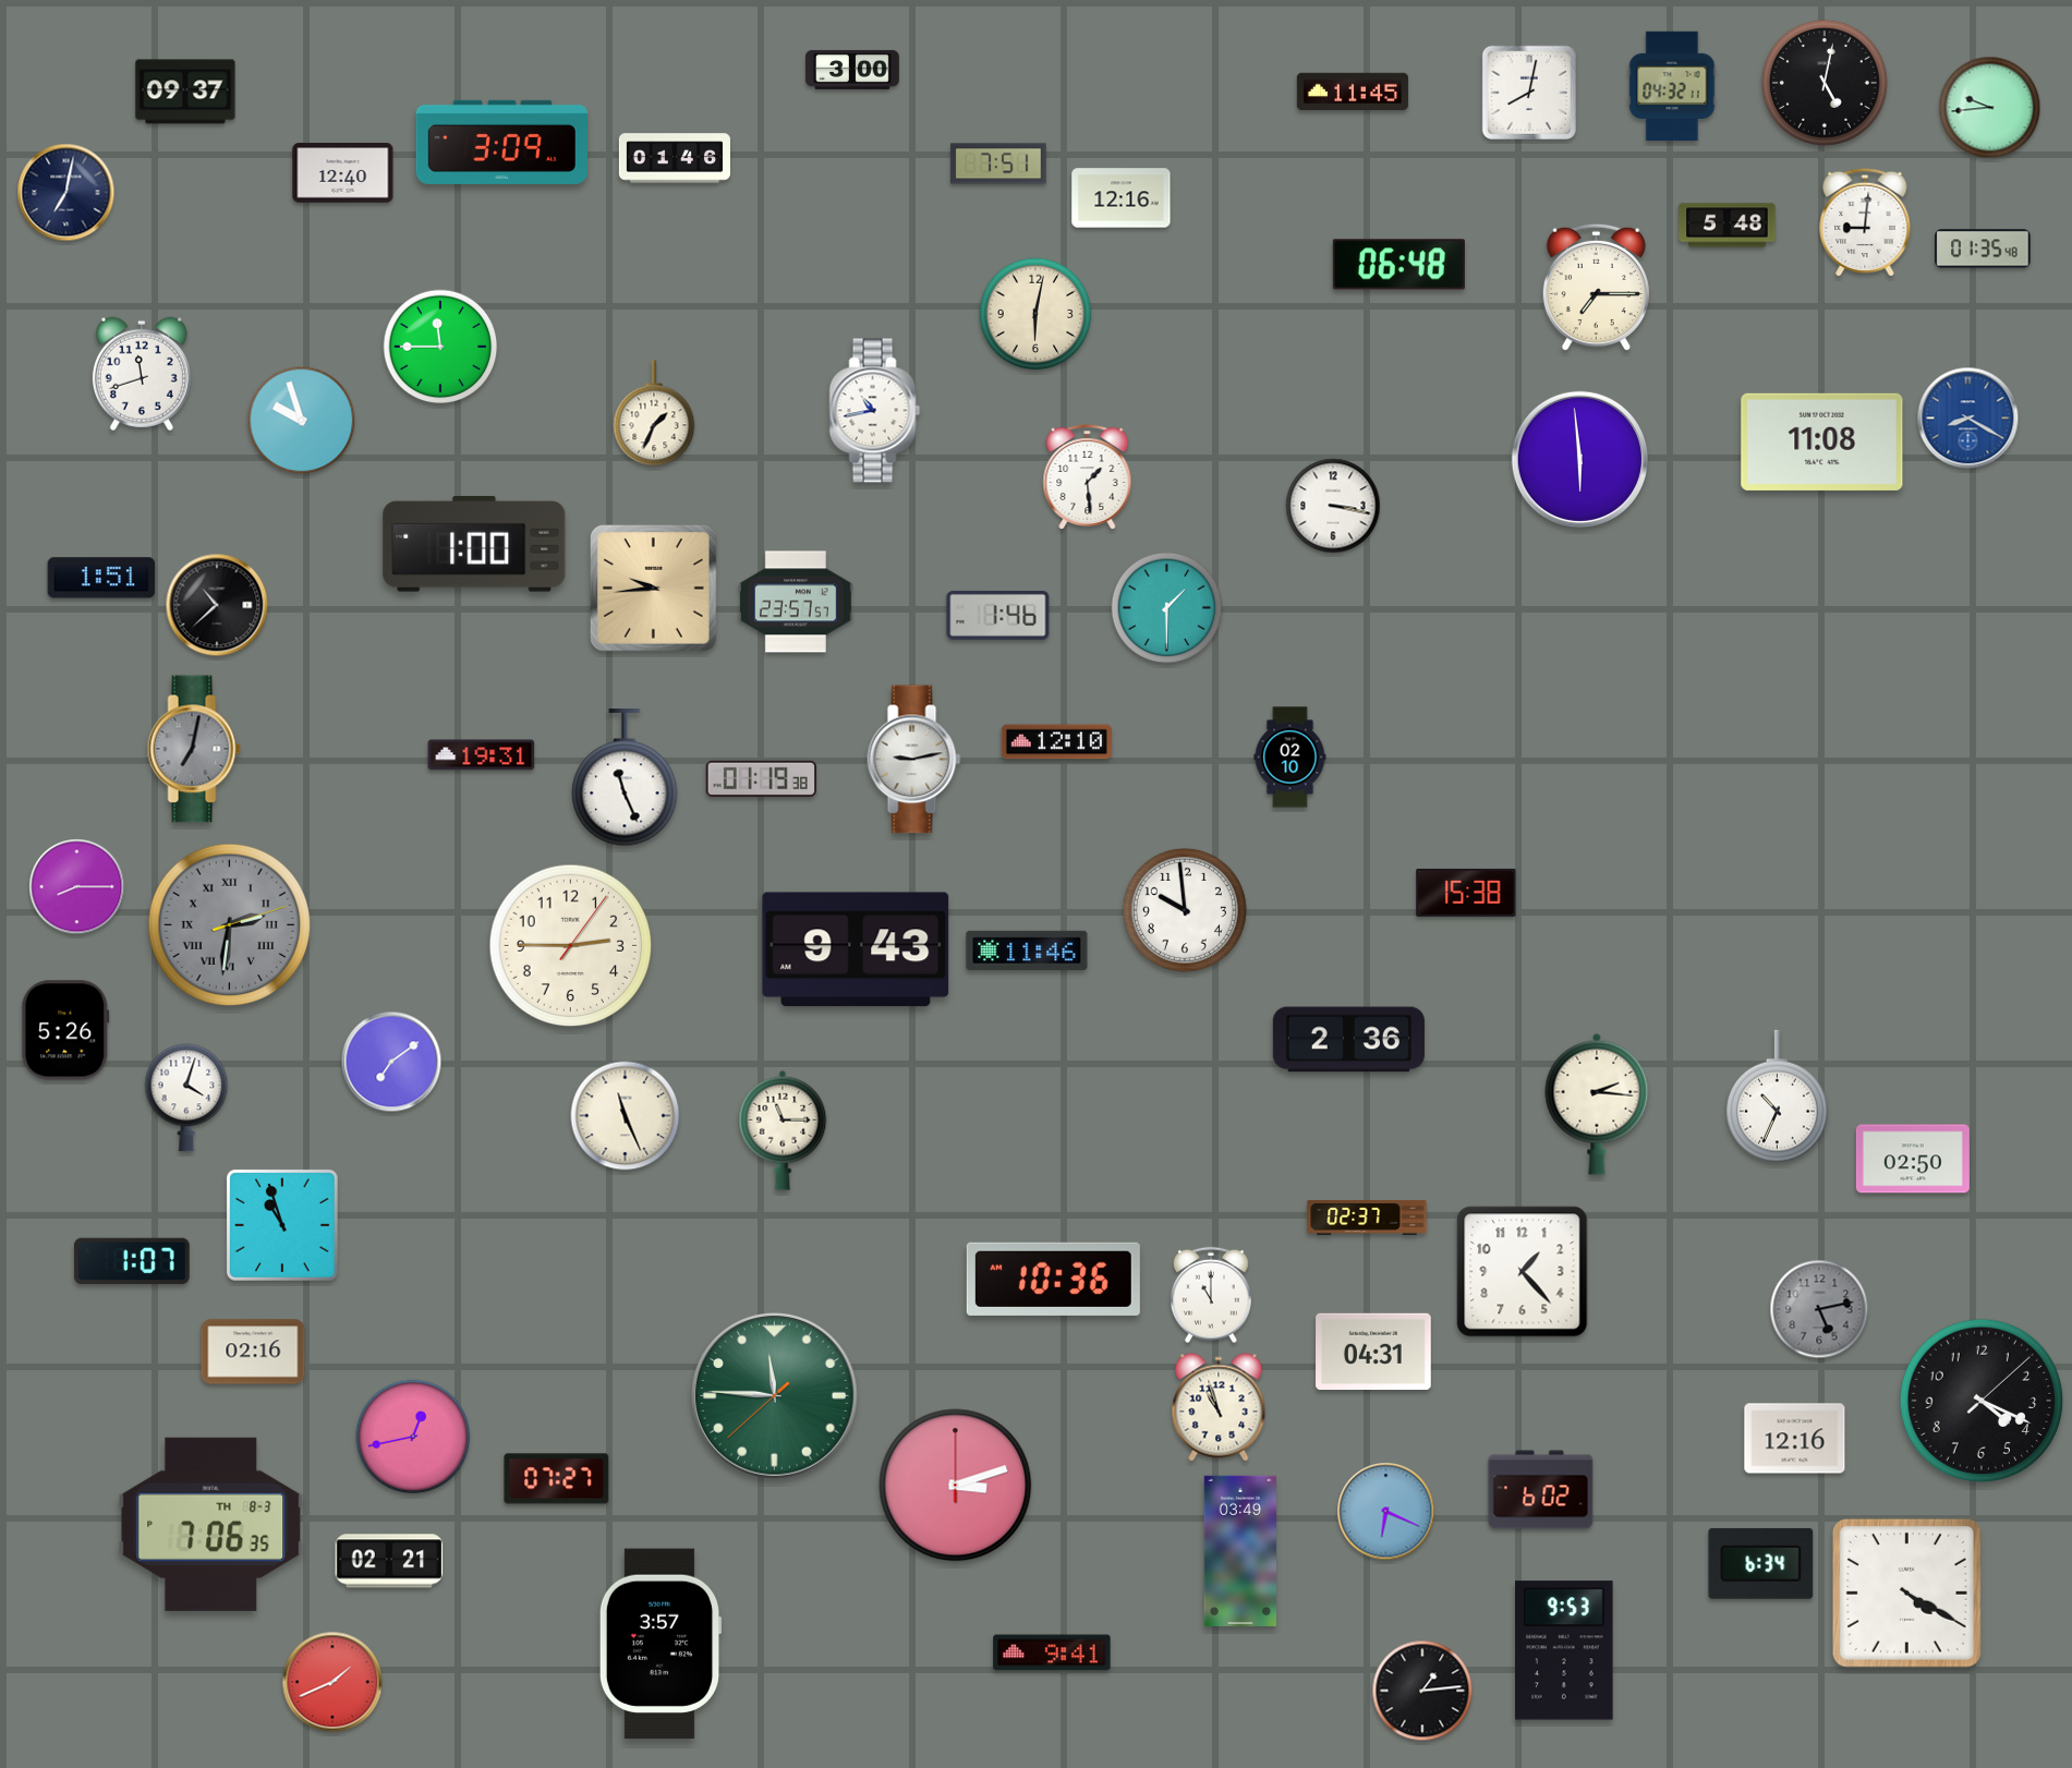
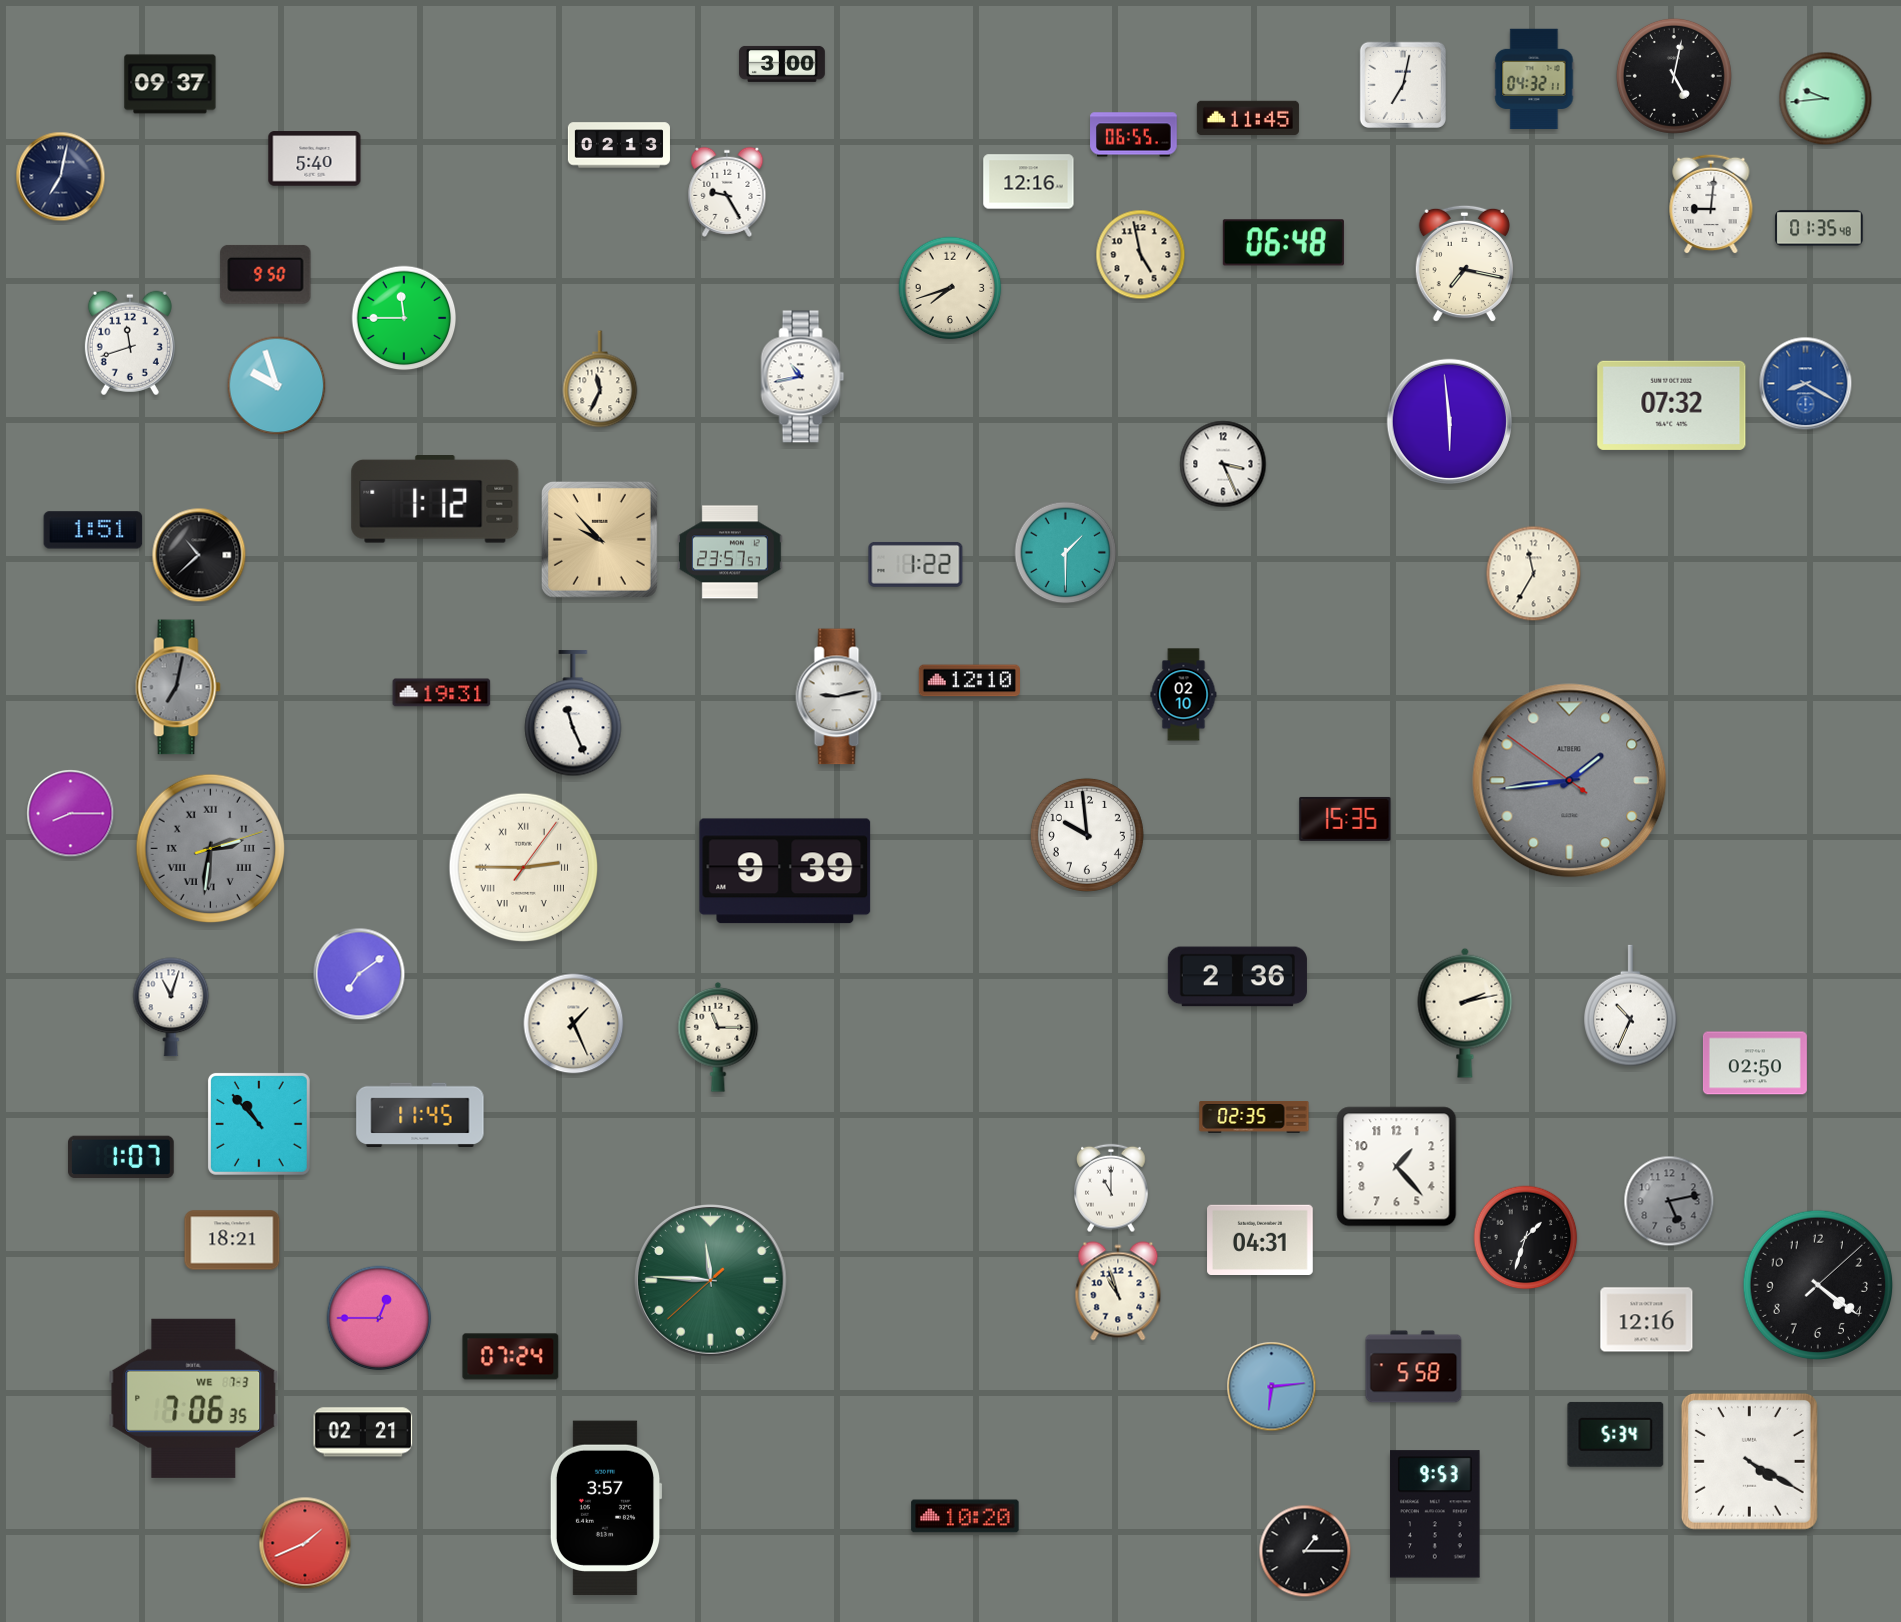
clock at (1353, 92) position: (1353, 92) -> (1248, 118)
clock at (1528, 92): 8:02 -> 7:02
clock at (501, 142): 3:09 -> none
clock at (1134, 135): none -> 06:55
clock at (675, 158): 01:46 -> 02:13
clock at (998, 164): 7:51 -> none
clock at (343, 173): 12:40 -> 5:40
clock at (727, 192): none -> 9:25
clock at (1728, 226): 5:48 -> none
clock at (1141, 255): none -> 4:58
clock at (1596, 288): 7:15 -> 7:17
clock at (266, 274): none -> 9:50
clock at (1035, 314): 6:02 -> 7:42
clock at (654, 413): 1:34 -> 11:34
clock at (1822, 441): 11:08 -> 07:32
clock at (1088, 477): 1:29 -> none
clock at (1333, 506): 3:17 -> 3:26
clock at (474, 545): 1:00 -> 1:12
clock at (653, 588): 9:44 -> 9:53
clock at (1167, 608) position: (1167, 608) -> (1066, 553)
clock at (998, 615): 1:46 -> 1:22
clock at (1534, 574): none -> 11:35
clock at (761, 778): 01:19 -> none
clock at (1570, 781): none -> 1:43
clock at (1466, 893): 15:38 -> 15:35
clock at (571, 946) numerals: Arabic -> Roman
clock at (856, 949): 9:43 -> 9:39
clock at (1027, 950): 11:46 -> none
clock at (65, 1030): 5:26 -> none
clock at (1348, 1040) position: (1348, 1040) -> (1237, 977)
clock at (186, 1098): 4:03 -> 11:03
clock at (1597, 1104): 2:16 -> 2:13
clock at (626, 1116): 11:26 -> 1:26
clock at (420, 1115): none -> 11:45
clock at (1367, 1219): 02:37 -> 02:35
clock at (282, 1225): 10:57 -> 10:53
clock at (1053, 1279): 10:36 -> none
clock at (1526, 1238): none -> 1:33
clock at (253, 1352): 02:16 -> 18:21
clock at (1982, 1401): 4:19 -> 4:21
clock at (413, 1437): 12:43 -> 12:45
clock at (557, 1479): 07:27 -> 07:24
clock at (956, 1486): 3:12 -> none
clock at (1541, 1490): 6:02 -> 5:58
clock at (1386, 1512): 6:19 -> 6:14
clock at (211, 1524) date: TH 8-3 -> WE 7-3
clock at (1240, 1550): 03:49 -> none
clock at (389, 1561) position: (389, 1561) -> (363, 1432)
clock at (1761, 1563): 6:34 -> 5:34
clock at (1052, 1652): 9:41 -> 10:20
clock at (1422, 1691): 1:14 -> 1:15
